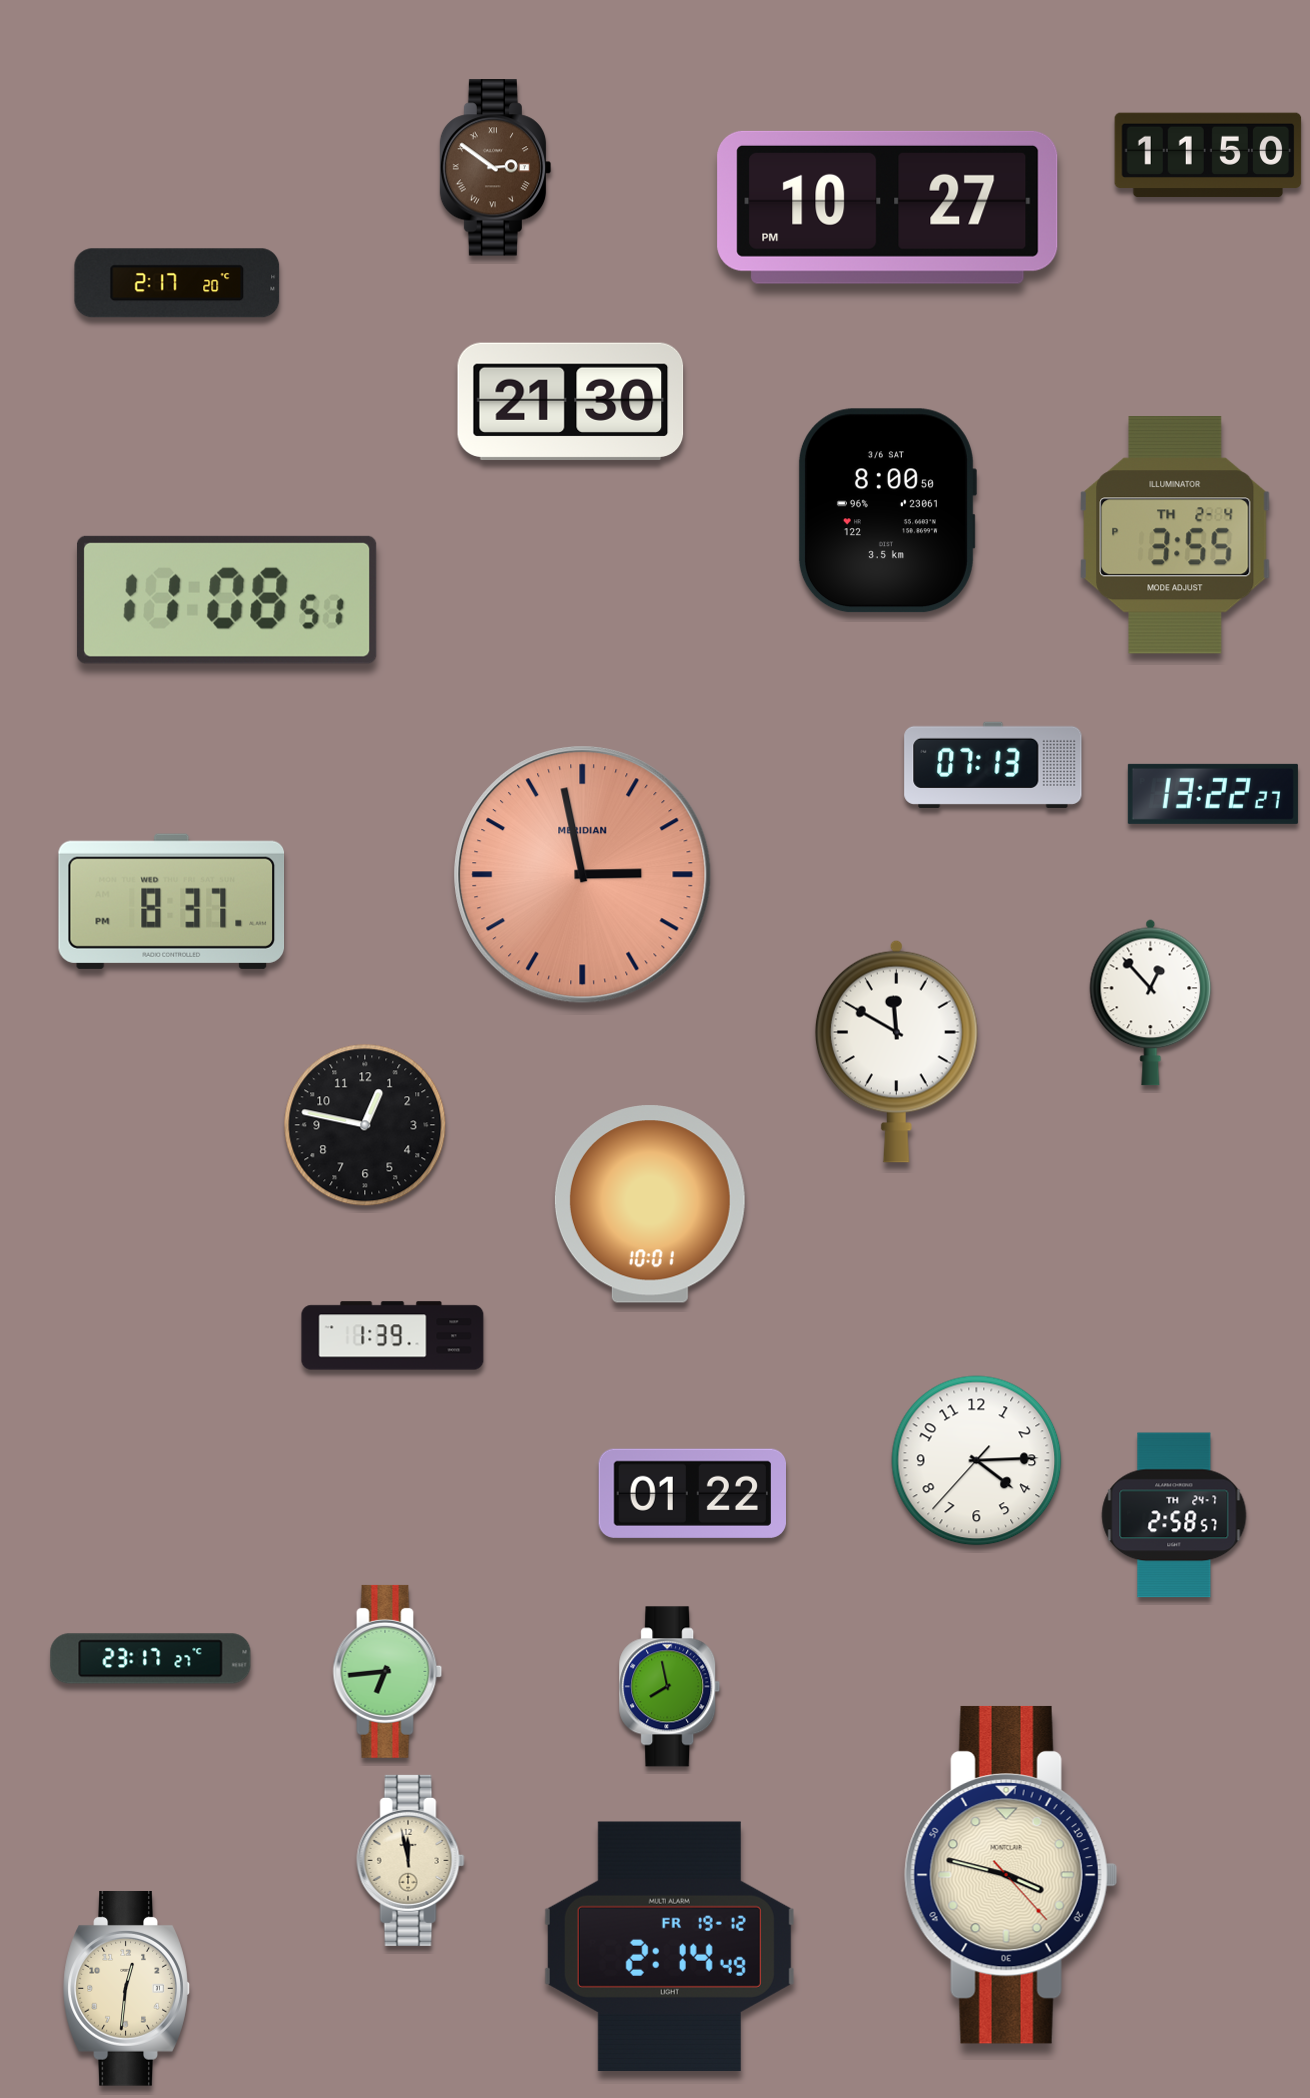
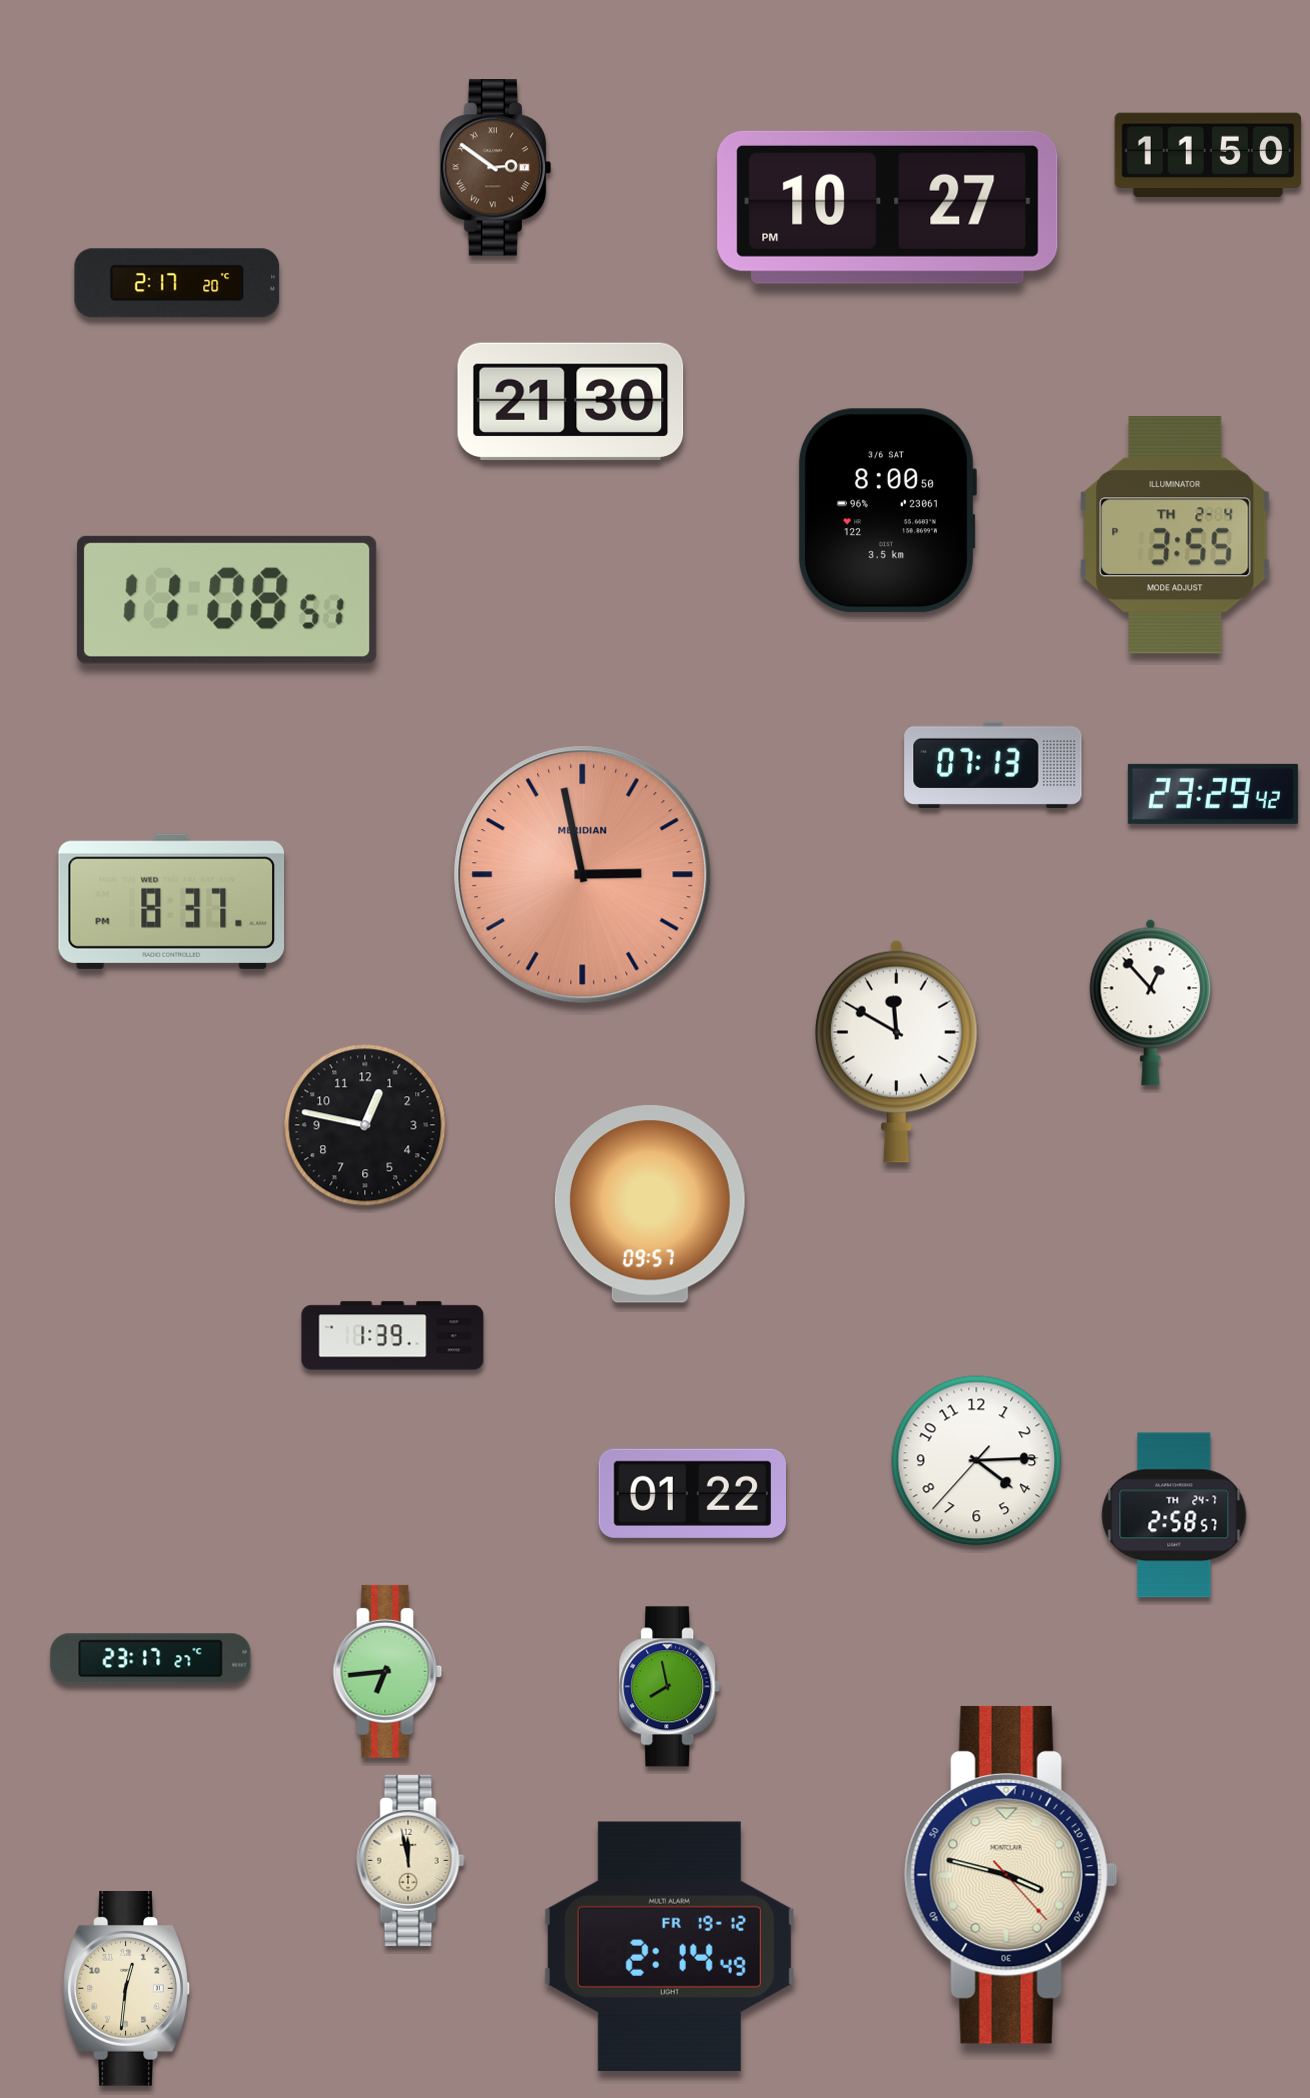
clock at (1213, 794): 13:22 -> 23:29
clock at (650, 1204): 10:01 -> 09:57
